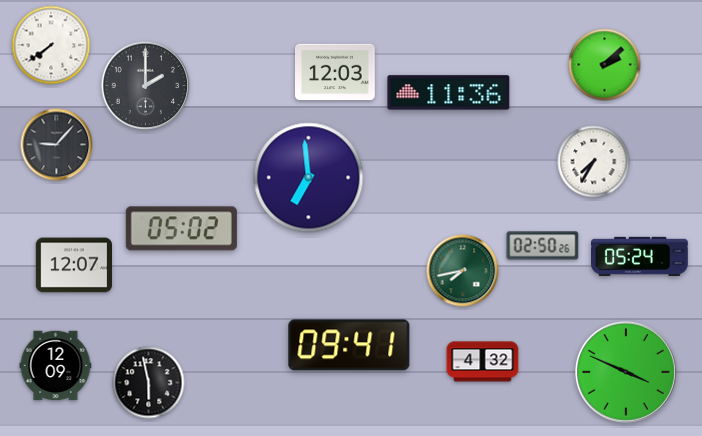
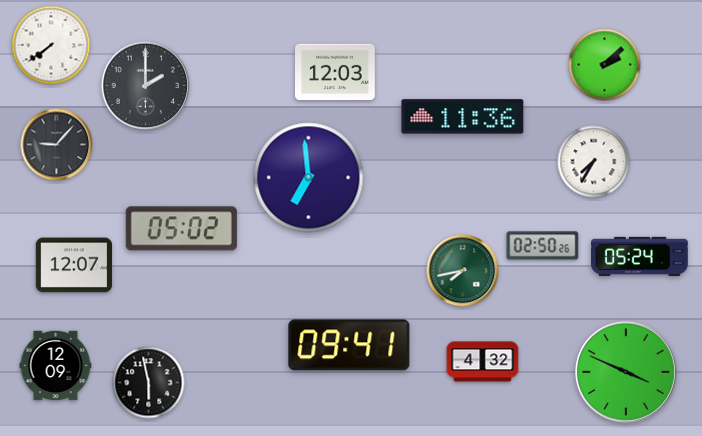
clock at (449, 93) position: (449, 93) -> (463, 117)
